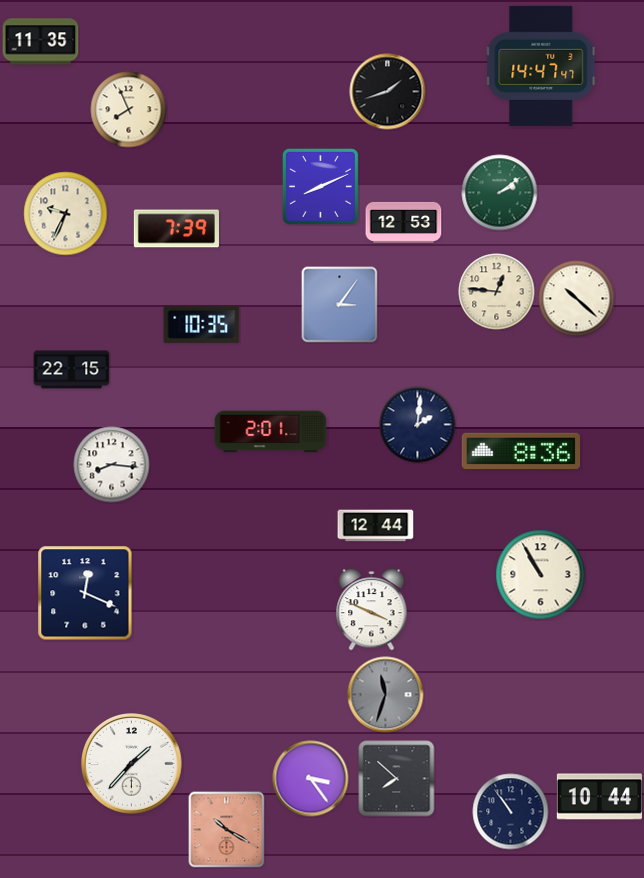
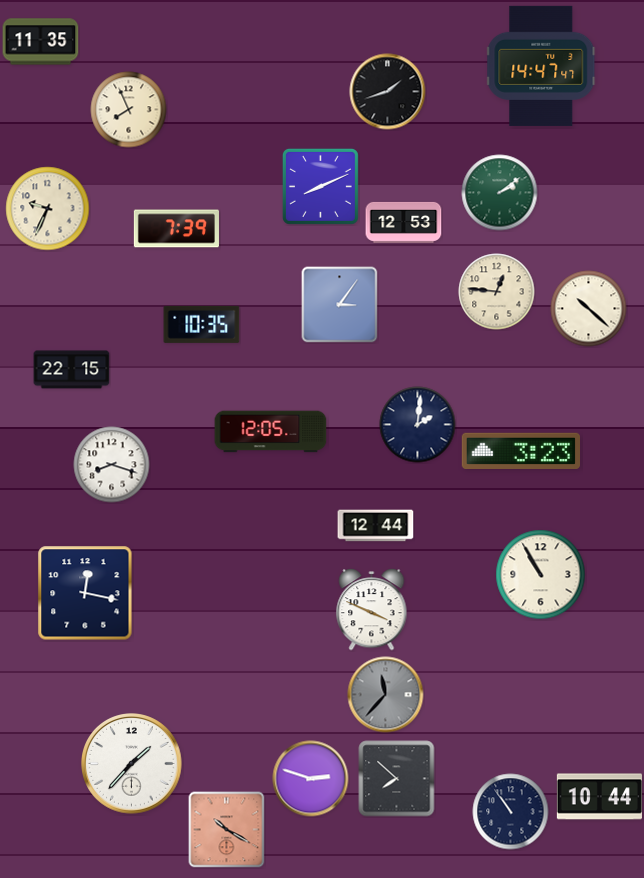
clock at (66, 214) position: (66, 214) -> (48, 209)
clock at (577, 299) position: (577, 299) -> (589, 309)
clock at (271, 432): 2:01 -> 12:05
clock at (520, 450): 8:36 -> 3:23
clock at (112, 465): 8:16 -> 8:18
clock at (85, 593): 12:19 -> 12:17
clock at (386, 695): 11:33 -> 11:37
clock at (311, 779): 3:24 -> 2:48
